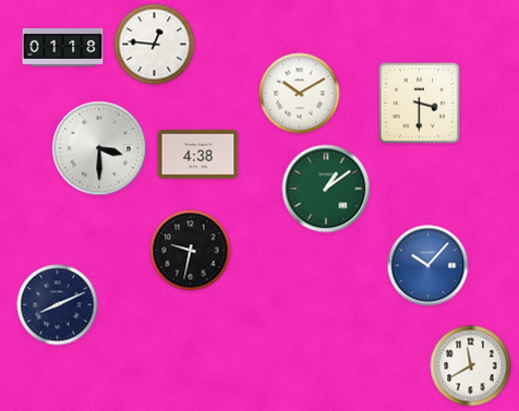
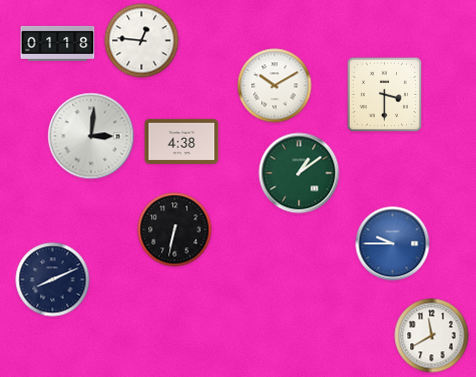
clock at (99, 148): 3:30 -> 3:01
clock at (191, 251): 9:32 -> 6:32
clock at (429, 266): 10:07 -> 9:45
